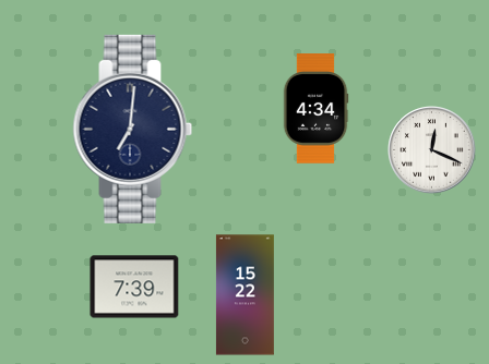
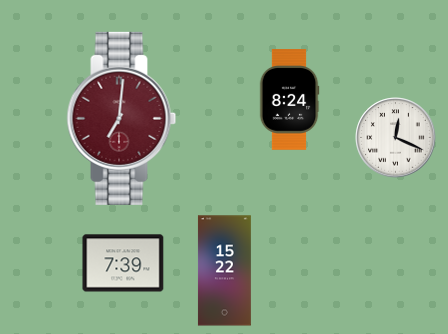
clock at (315, 109): 4:34 -> 8:24
clock at (133, 129) dial: navy -> burgundy
